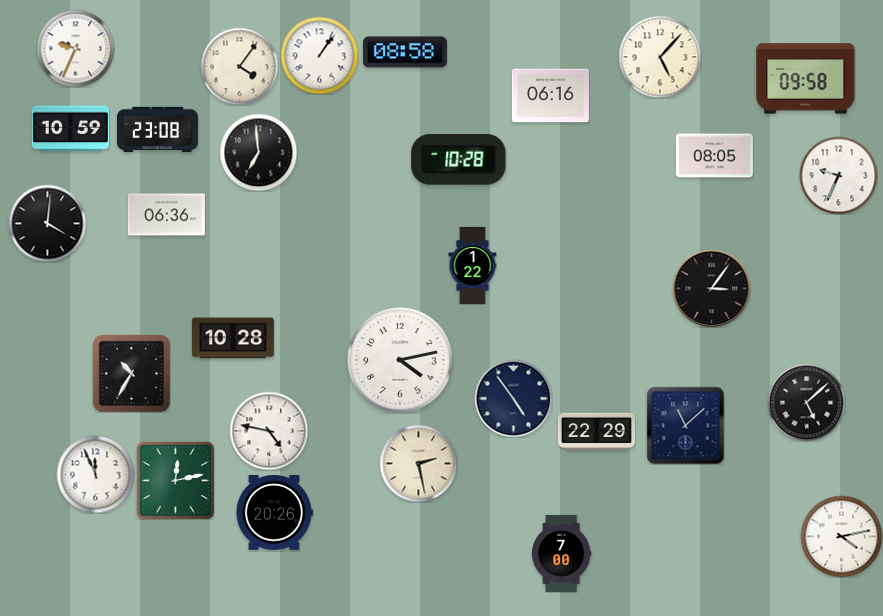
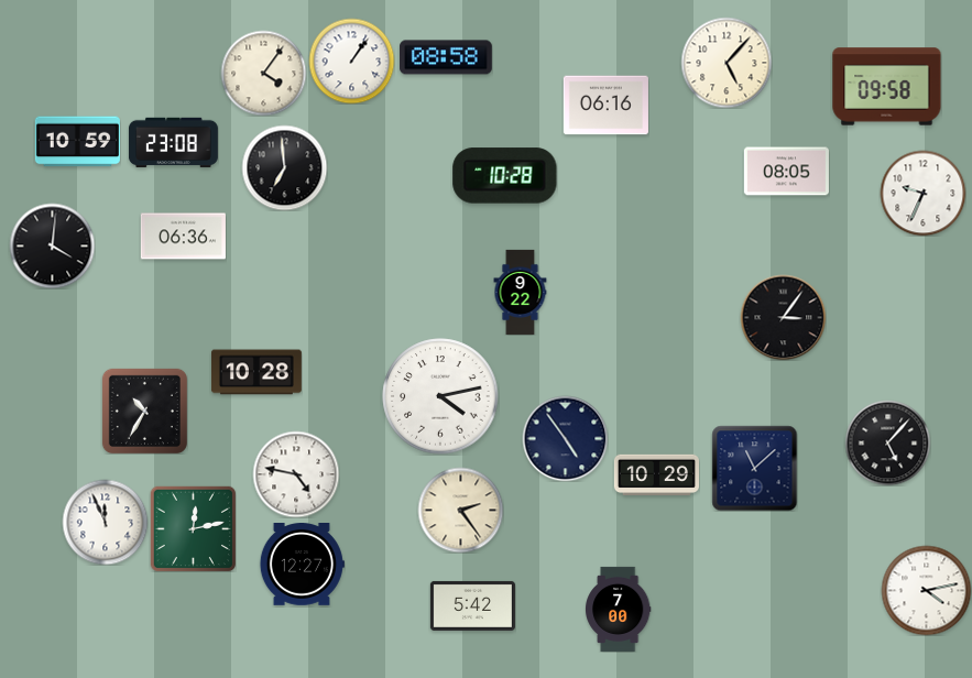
clock at (75, 48): 9:34 -> none
clock at (473, 265): 1:22 -> 9:22
clock at (806, 402): 5:08 -> 5:07
clock at (596, 432): 22:29 -> 10:29
clock at (418, 463): 2:28 -> 2:24
clock at (274, 513): 20:26 -> 12:27
clock at (472, 605): none -> 5:42
